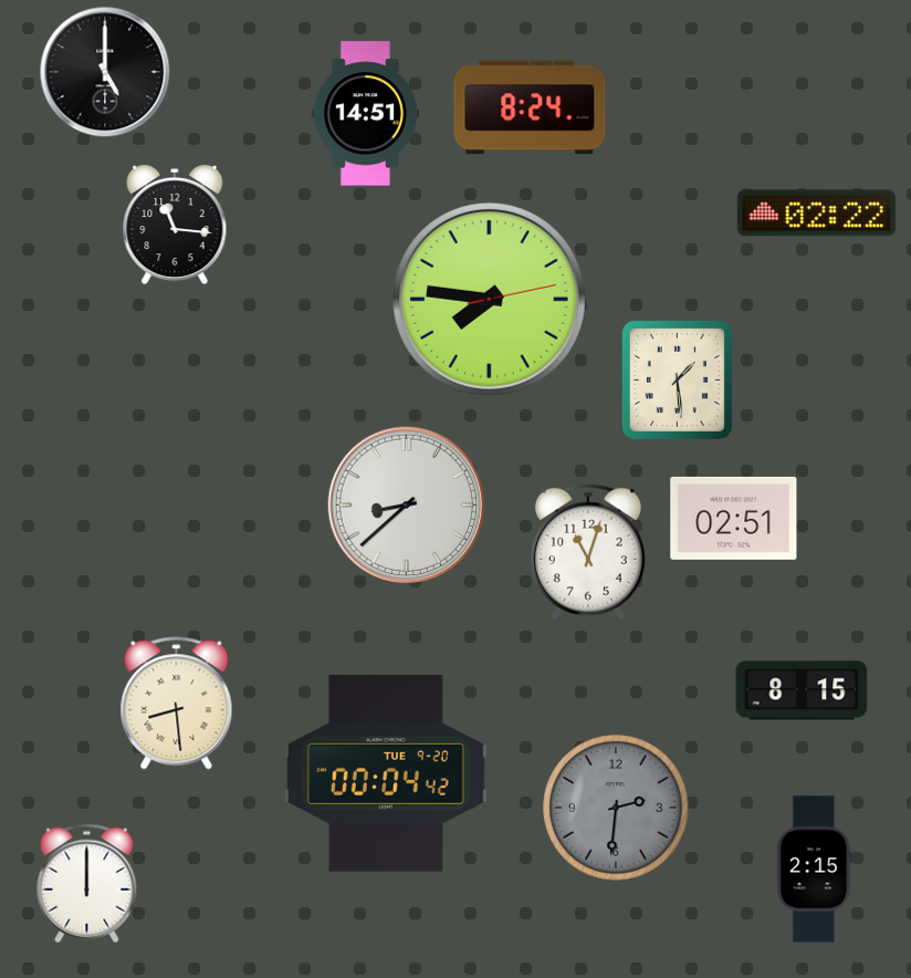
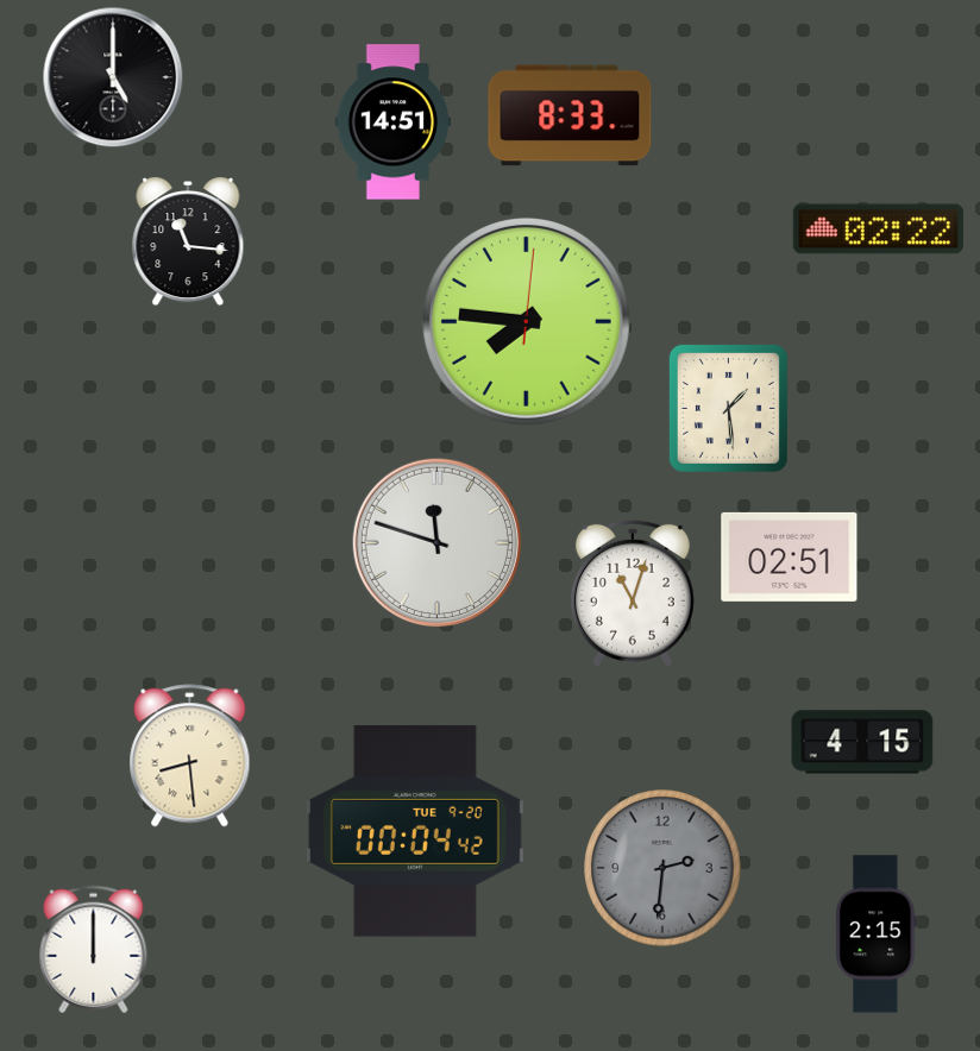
clock at (530, 107): 8:24 -> 8:33
clock at (489, 299): 7:46:13 -> 7:46:01
clock at (406, 504): 8:38 -> 11:48
clock at (802, 690): 8:15 -> 4:15
